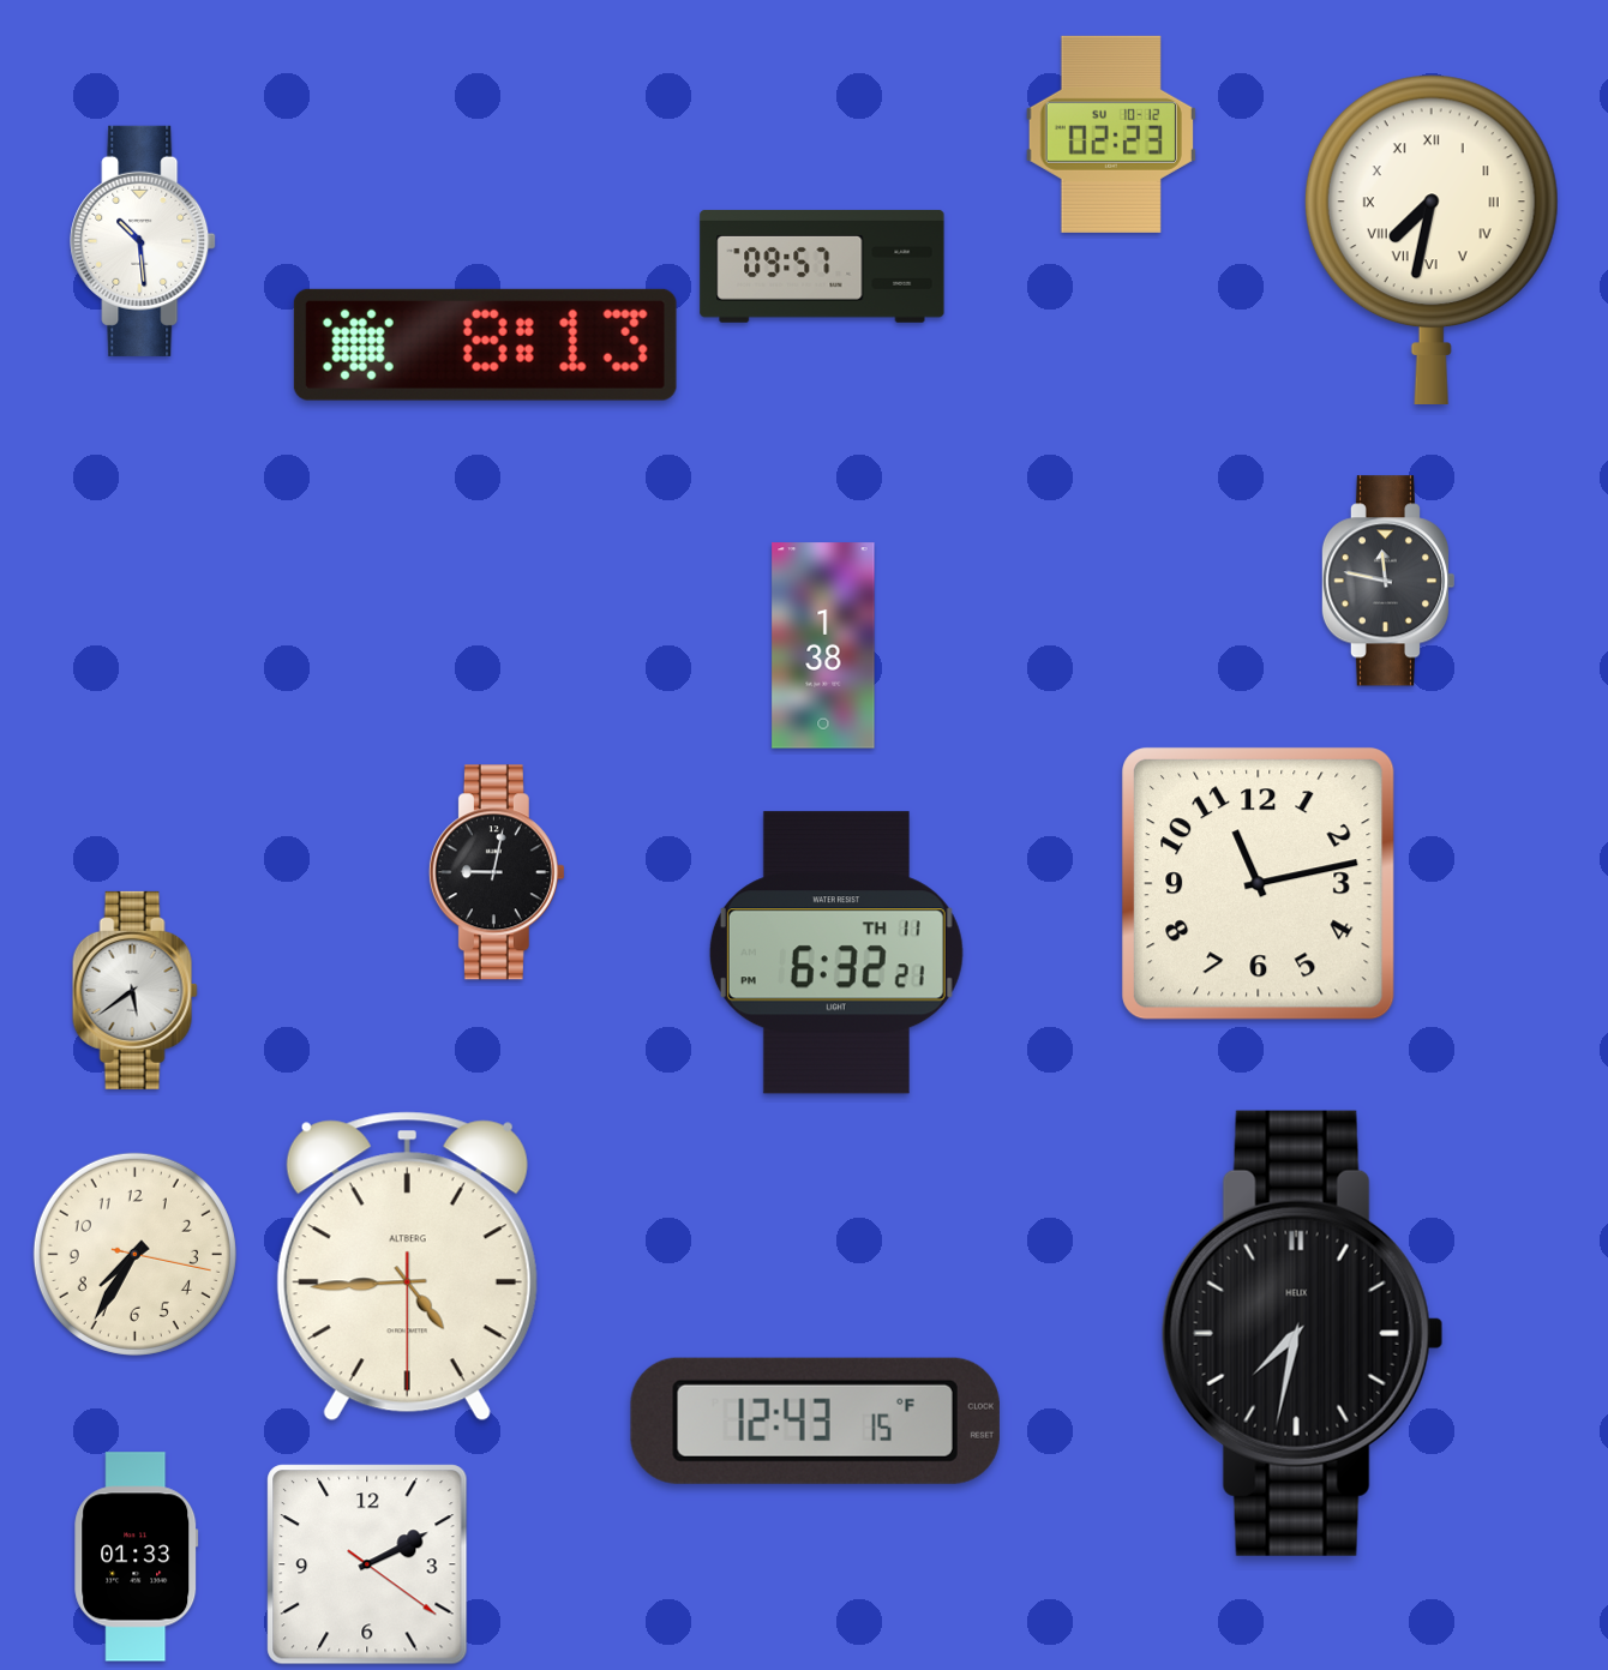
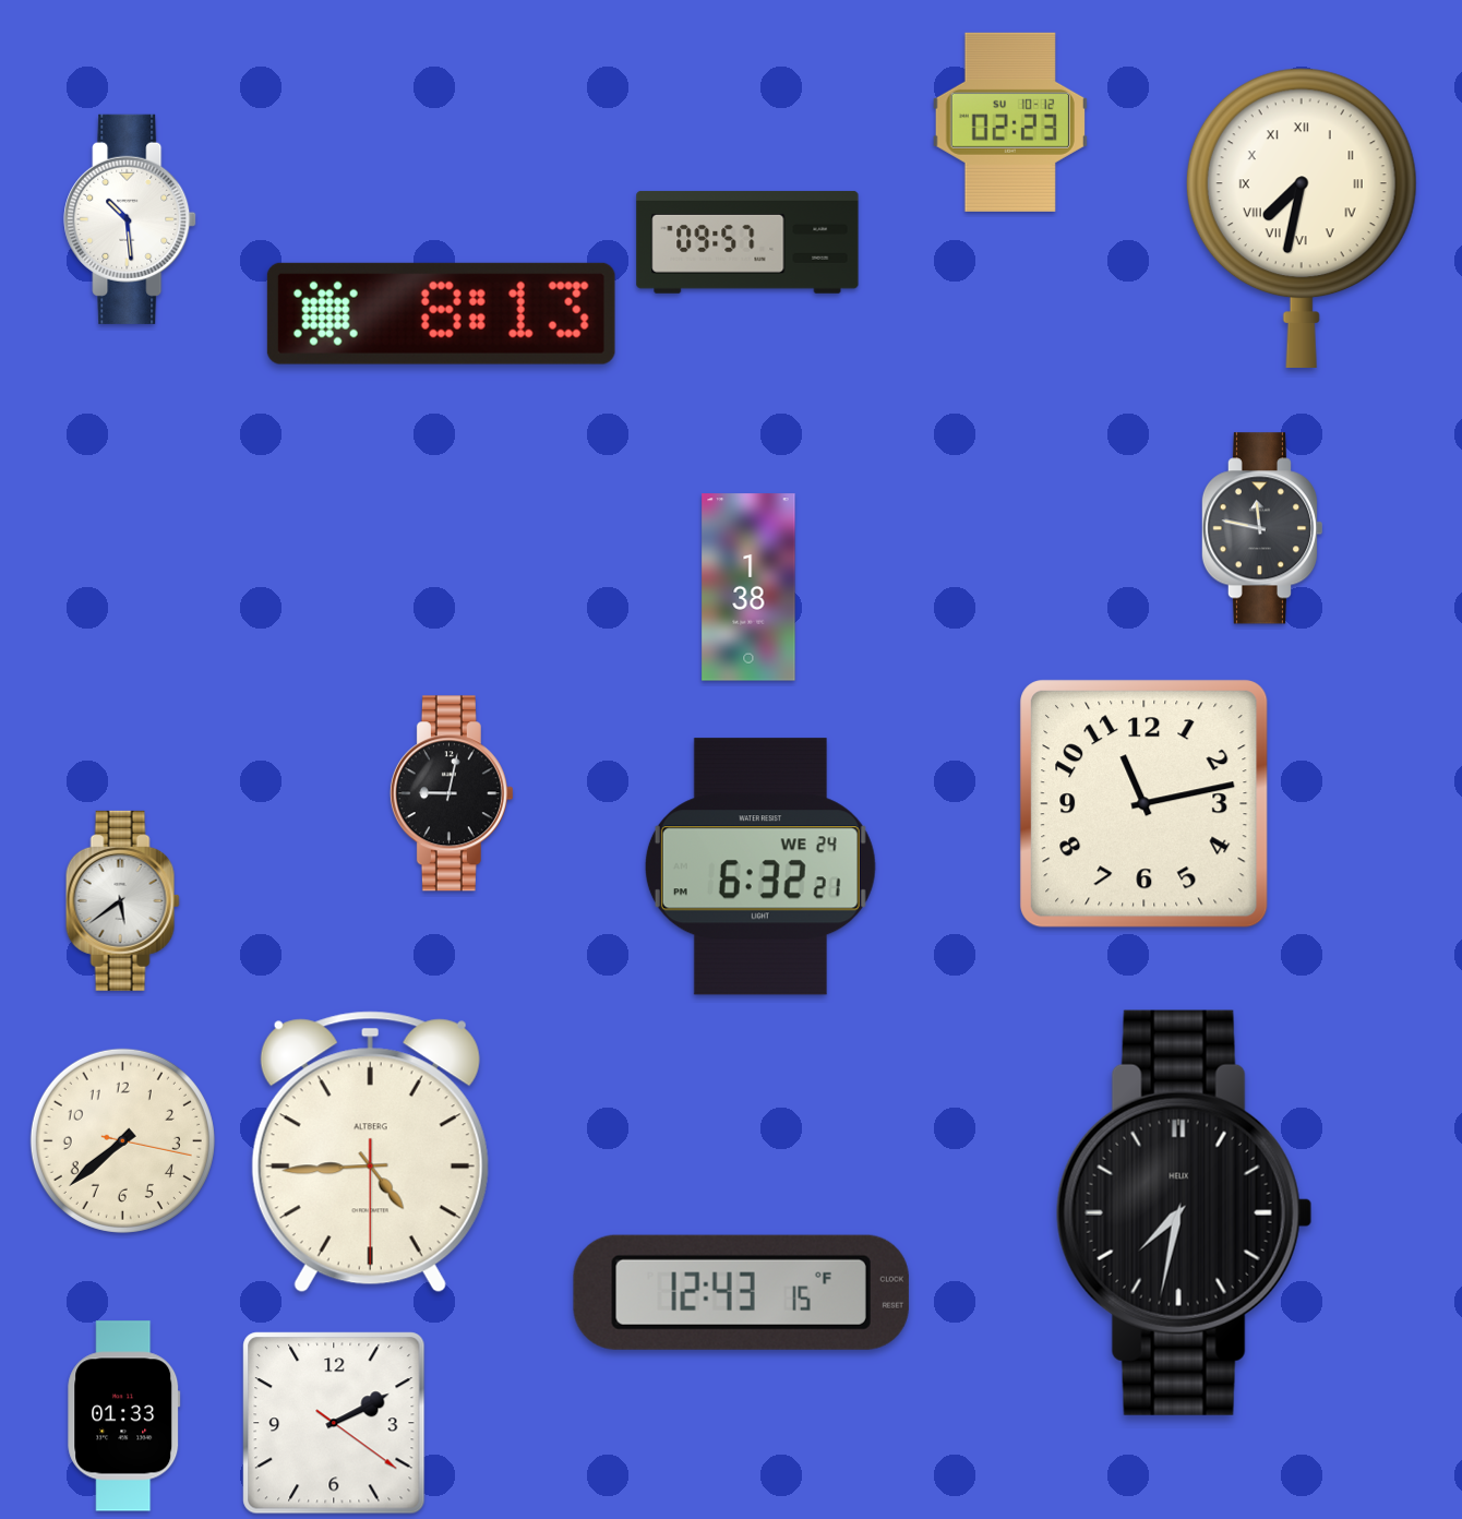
clock at (836, 953) date: TH 11 -> WE 24
clock at (134, 1254): 7:35 -> 7:38
